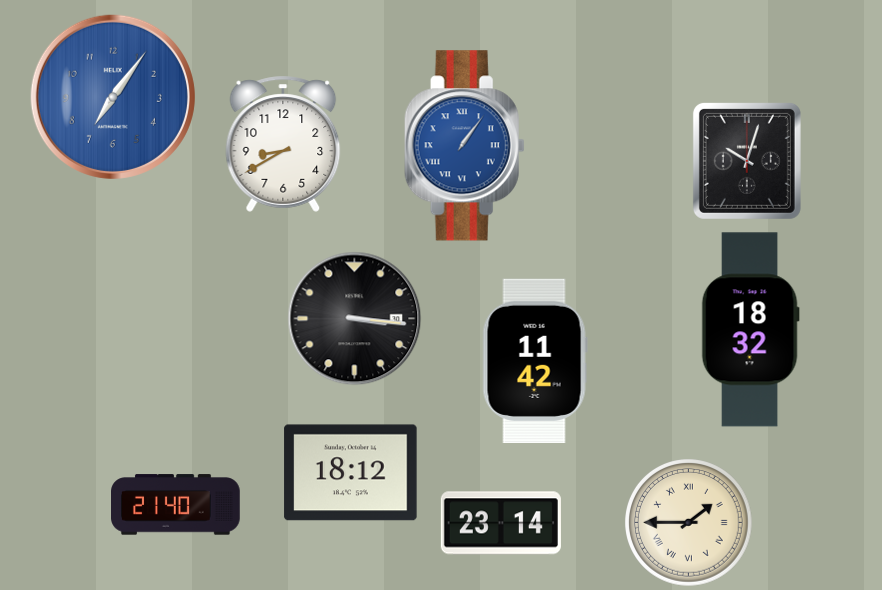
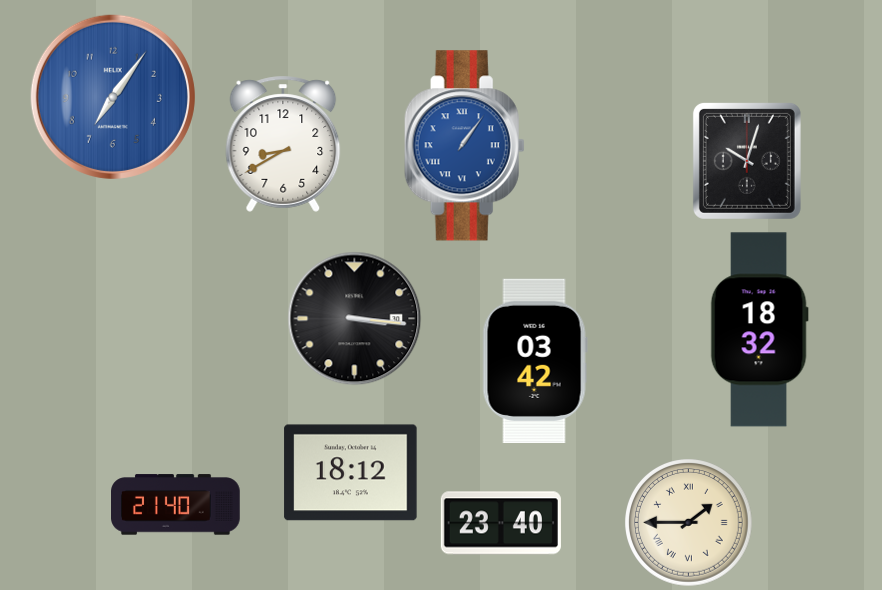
clock at (750, 330) position: (750, 330) -> (759, 330)
clock at (535, 361): 11:42 -> 03:42
clock at (501, 523): 23:14 -> 23:40
